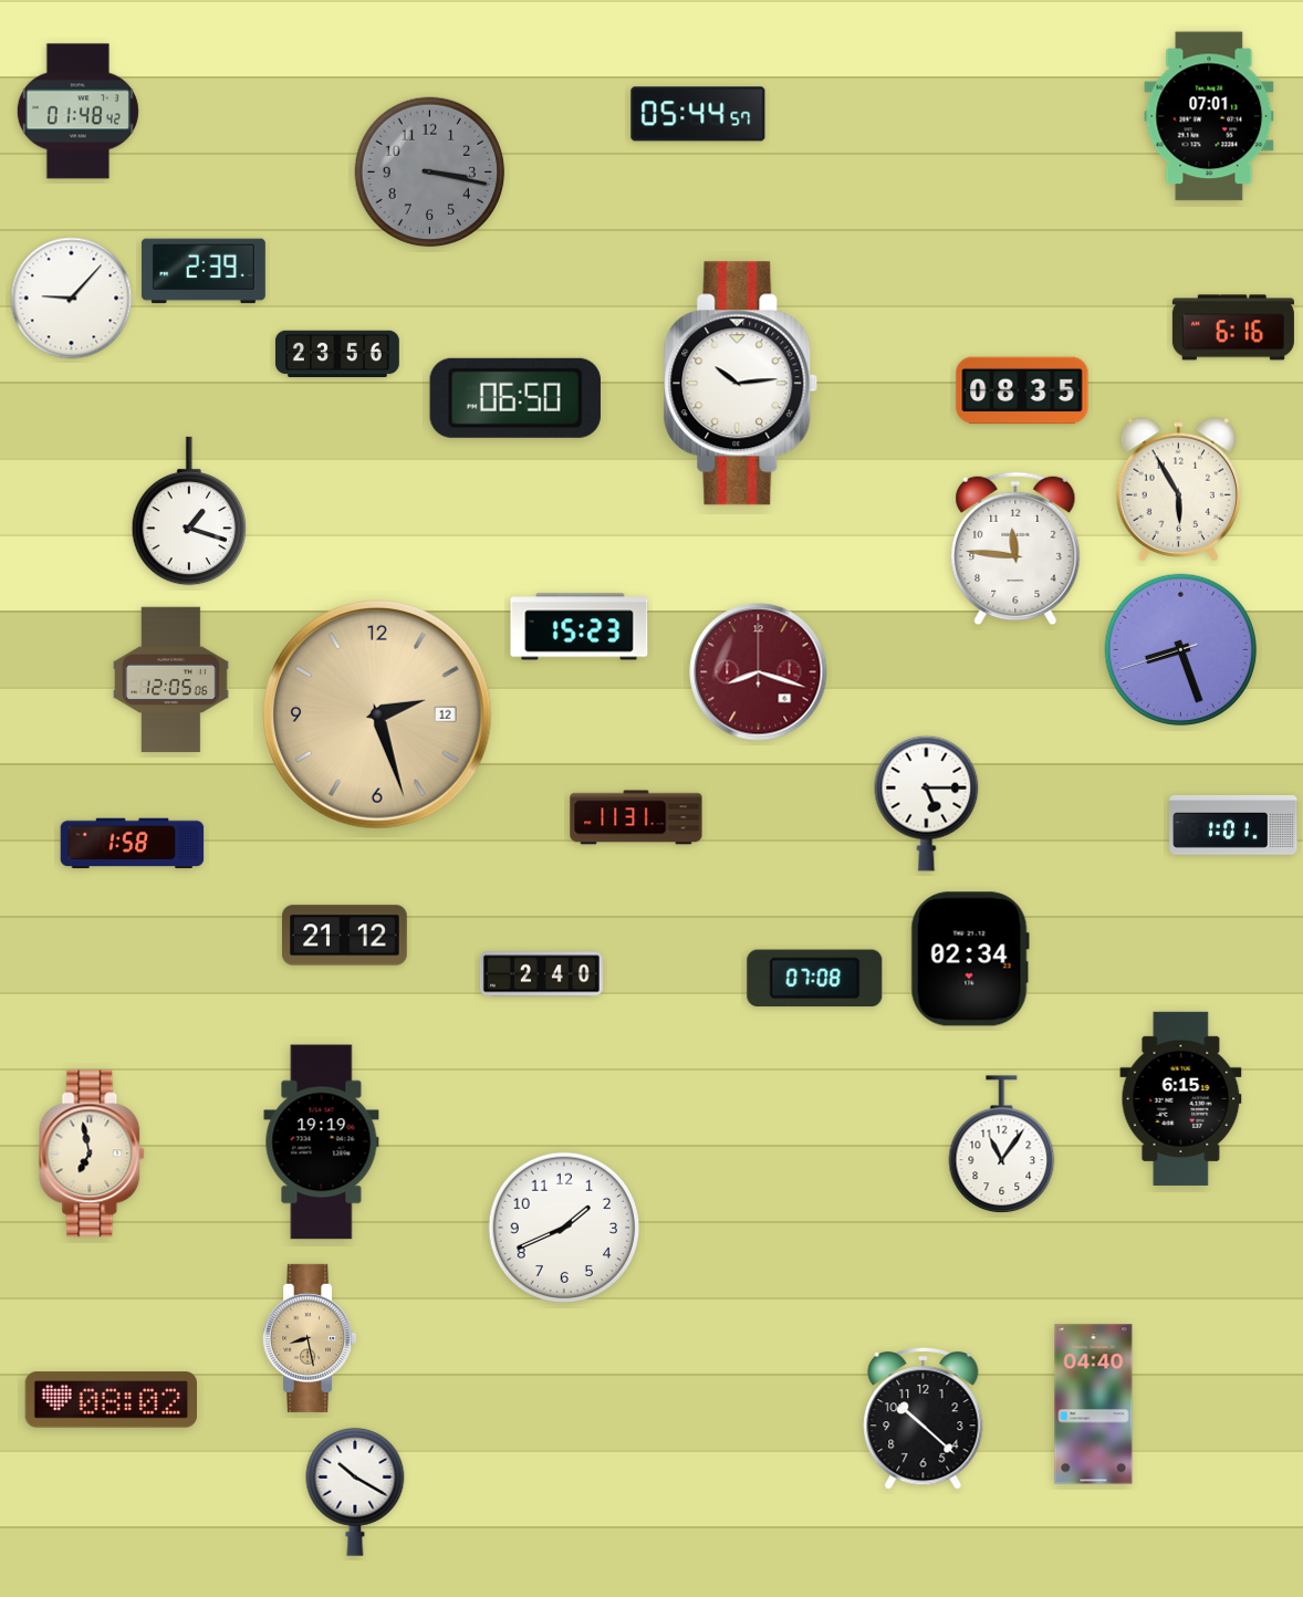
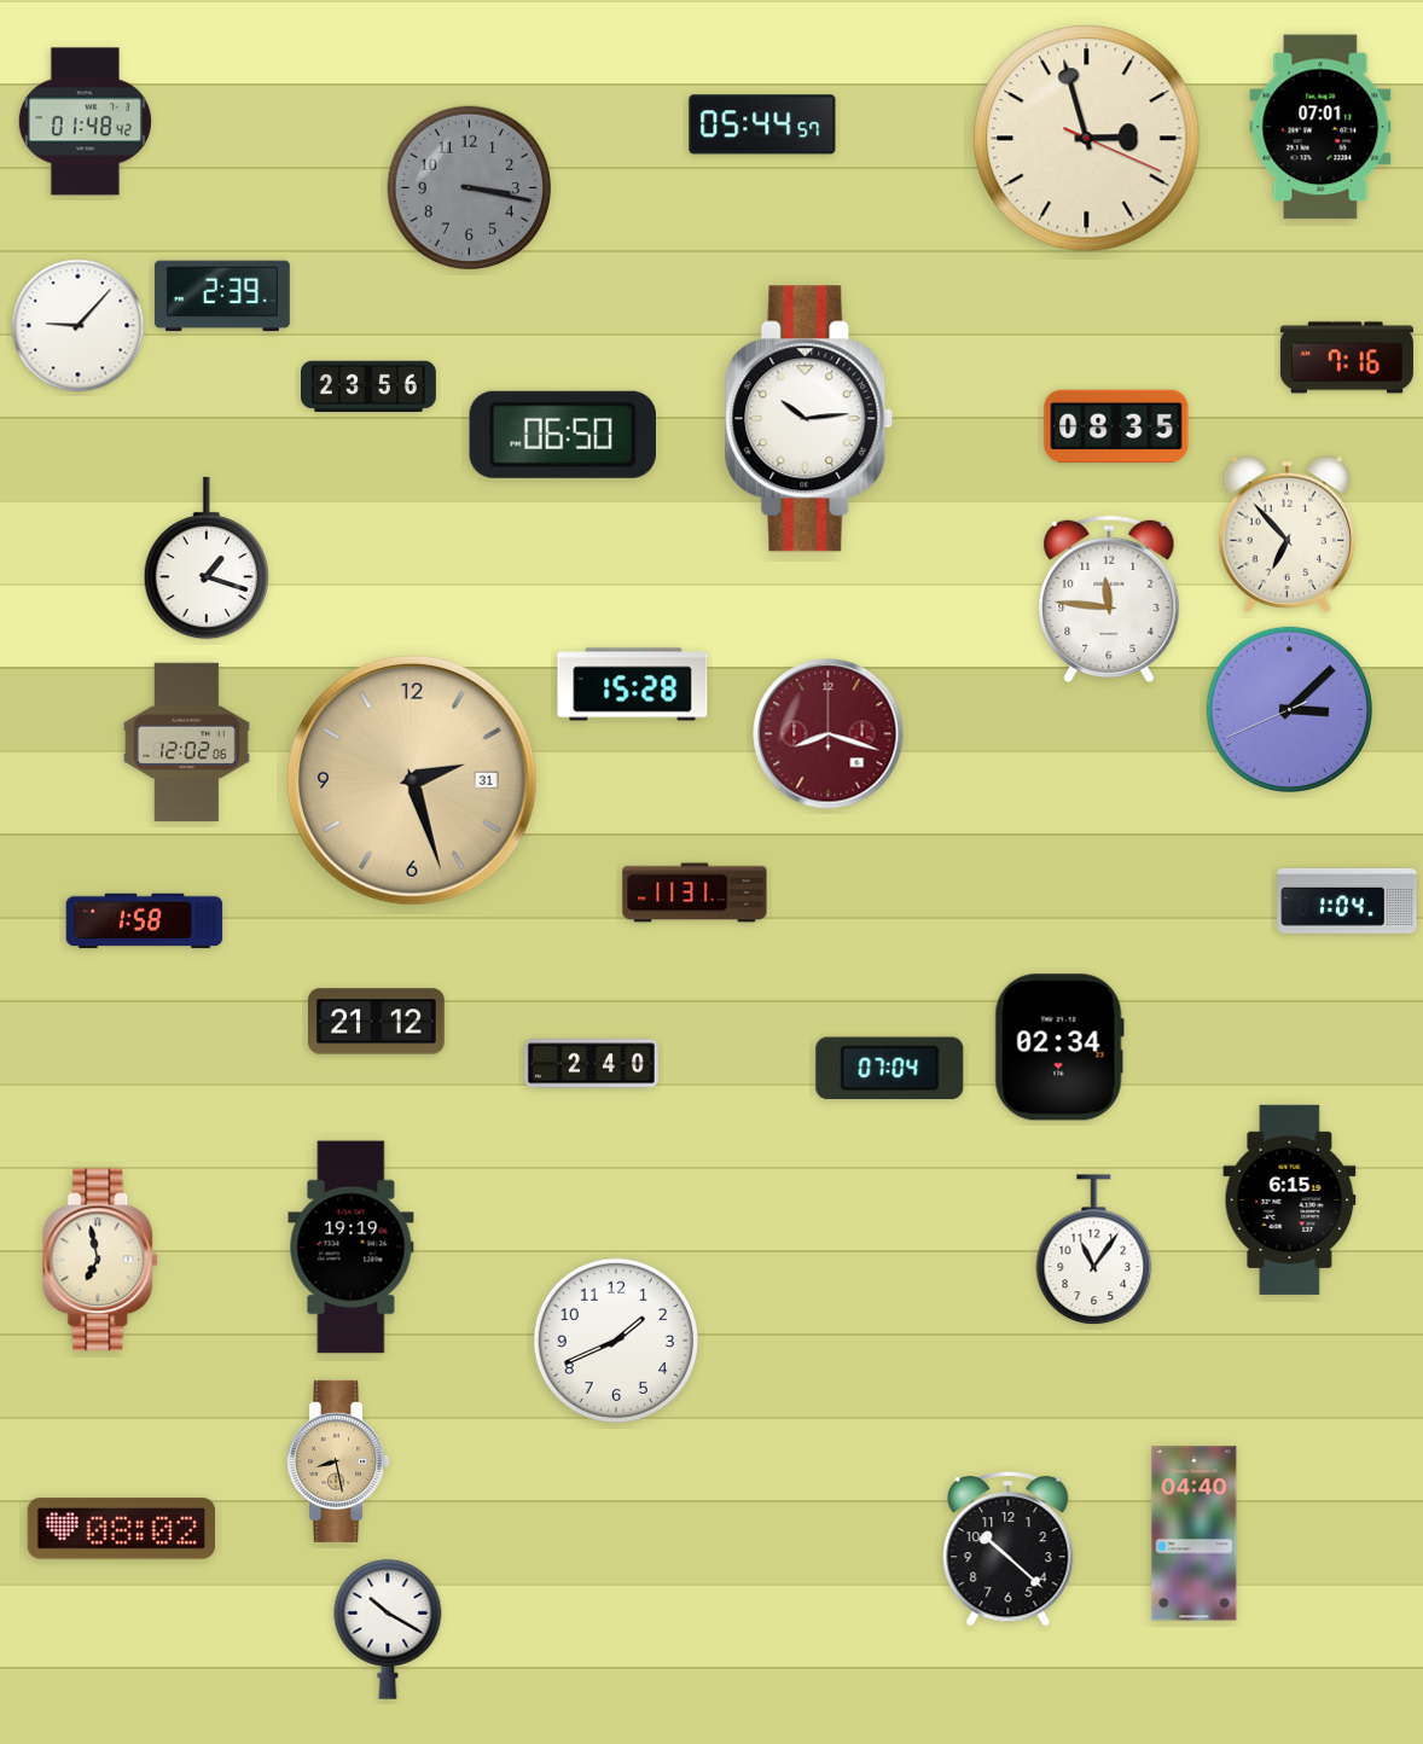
clock at (1087, 139): none -> 2:57
clock at (1233, 327): 6:16 -> 7:16
clock at (1178, 490): 5:55 -> 6:53
clock at (580, 627): 15:23 -> 15:28
clock at (1180, 649): 8:26 -> 3:07
clock at (171, 680): 12:05 -> 12:02
clock at (377, 714) date: 12 -> 31
clock at (927, 803): 5:15 -> none
clock at (1233, 826): 1:01 -> 1:04
clock at (815, 979): 07:08 -> 07:04
